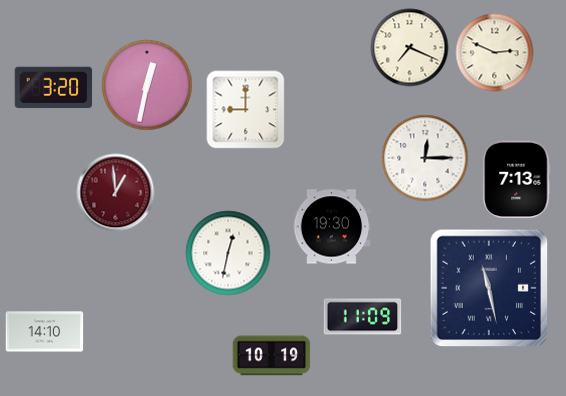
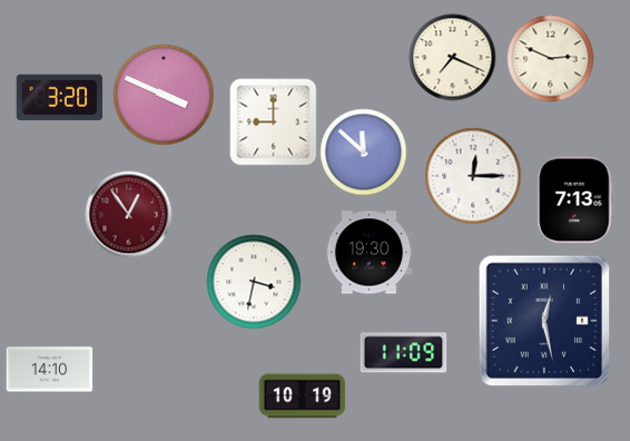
clock at (409, 47) position: (409, 47) -> (452, 57)
clock at (147, 85): 12:32 -> 3:49
clock at (363, 151): none -> 11:52
clock at (115, 192): 12:59 -> 12:54
clock at (228, 253): 12:32 -> 3:32
clock at (489, 288): 11:28 -> 12:28
